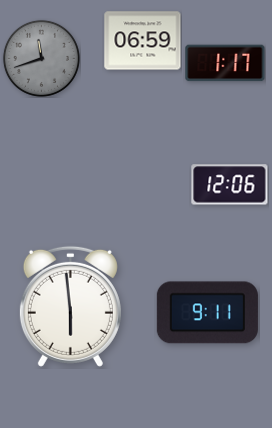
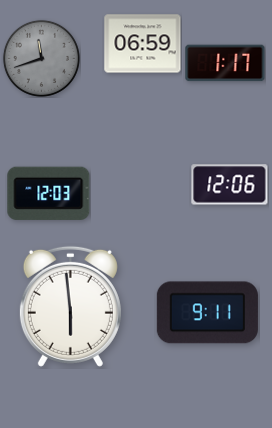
clock at (143, 41) position: (143, 41) -> (143, 44)
clock at (49, 193): none -> 12:03
